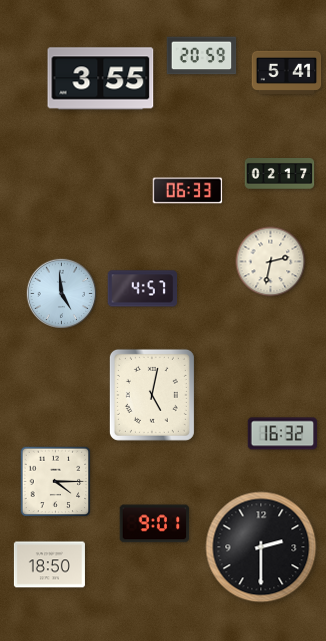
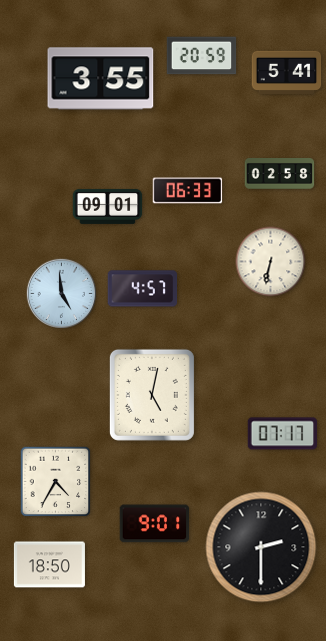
clock at (280, 174): 02:17 -> 02:58
clock at (108, 206): none -> 09:01
clock at (271, 262): 2:32 -> 6:32
clock at (283, 434): 16:32 -> 07:17
clock at (56, 482): 4:15 -> 4:35
